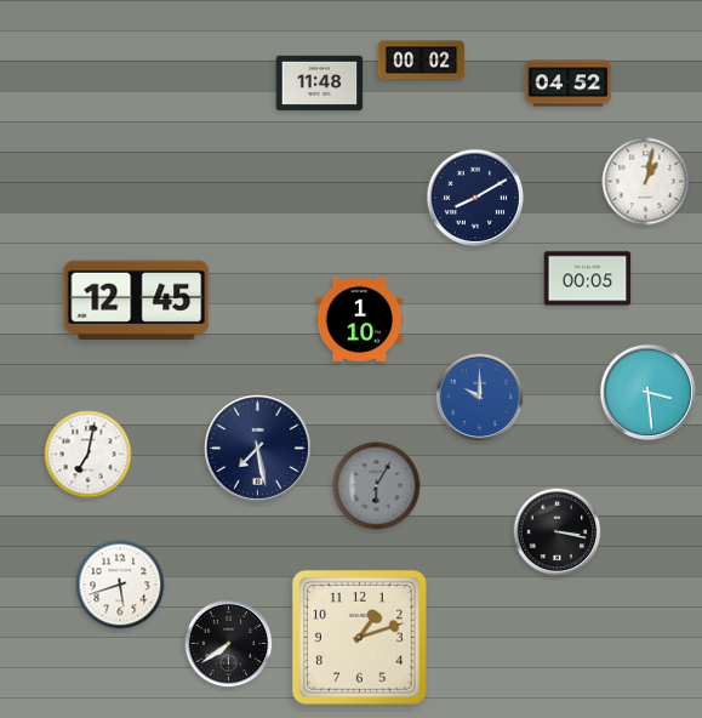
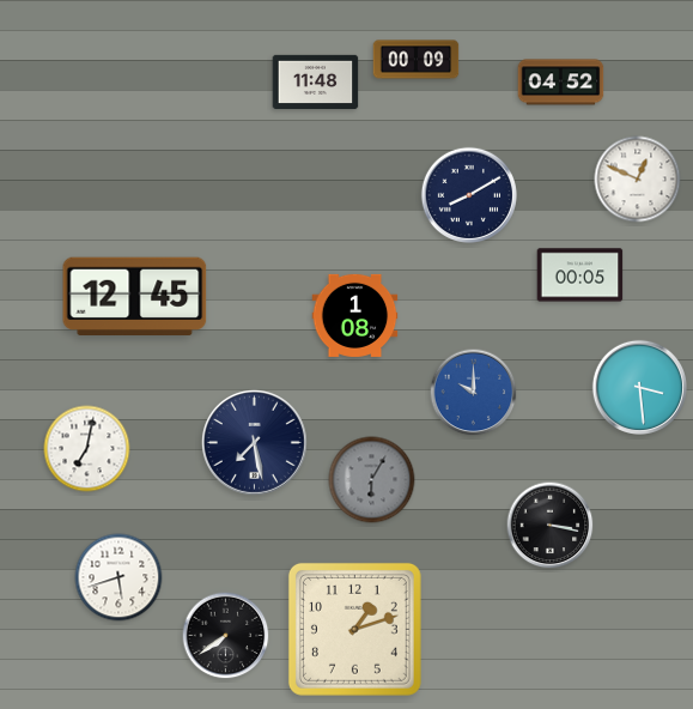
clock at (422, 61): 00:02 -> 00:09
clock at (646, 182): 1:02 -> 12:49
clock at (360, 319): 1:10 -> 1:08
